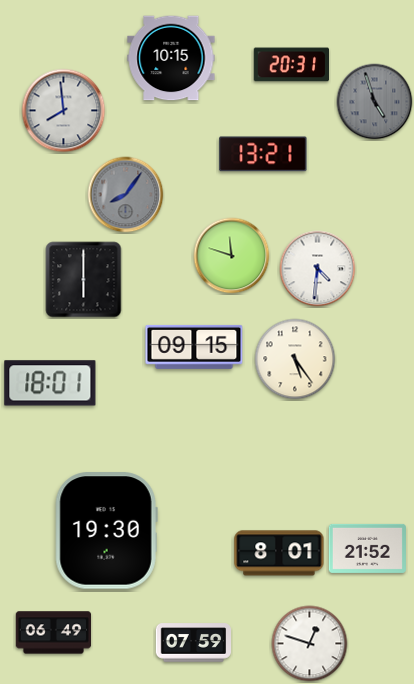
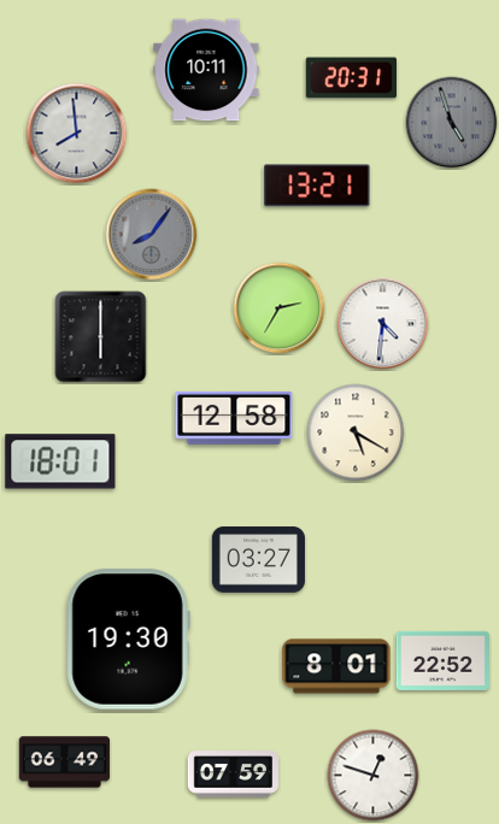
clock at (171, 58): 10:15 -> 10:11
clock at (232, 256): 11:48 -> 2:35
clock at (194, 347): 09:15 -> 12:58
clock at (295, 359): 5:24 -> 5:20
clock at (258, 560): none -> 03:27
clock at (367, 548): 21:52 -> 22:52
